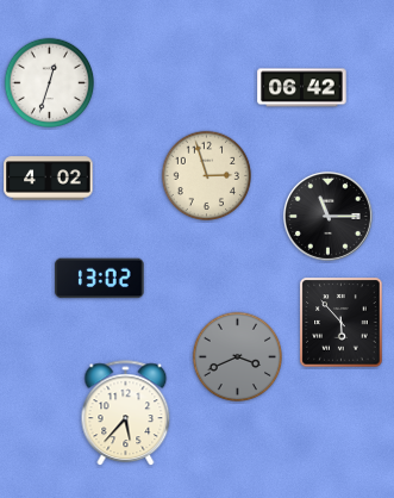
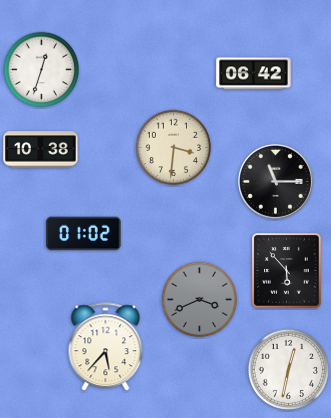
clock at (207, 176): 2:57 -> 3:31
clock at (49, 179): 4:02 -> 10:38
clock at (100, 279): 13:02 -> 01:02
clock at (288, 369): none -> 12:32
